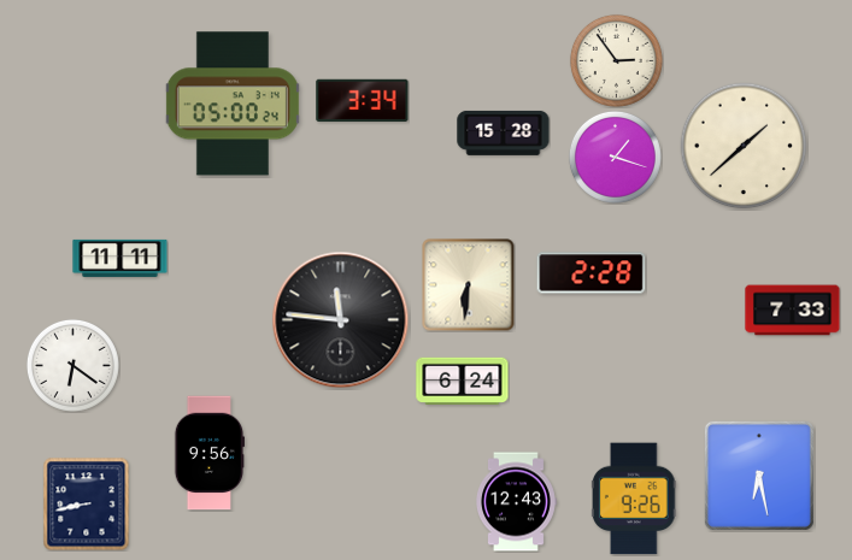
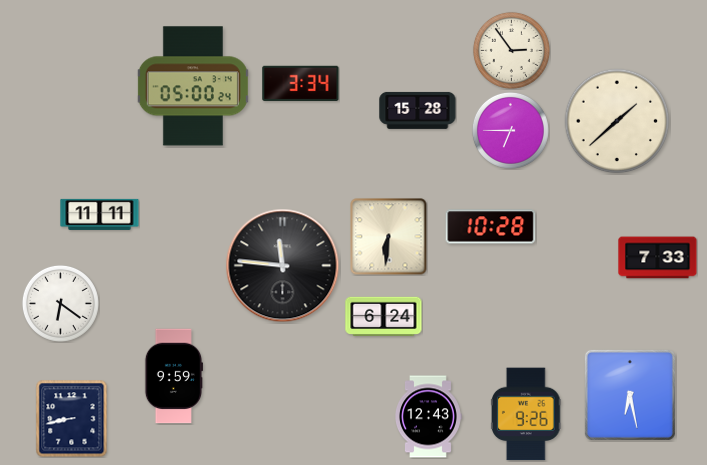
clock at (615, 157): 1:18 -> 6:45
clock at (592, 273): 2:28 -> 10:28
clock at (208, 453): 9:56 -> 9:59
